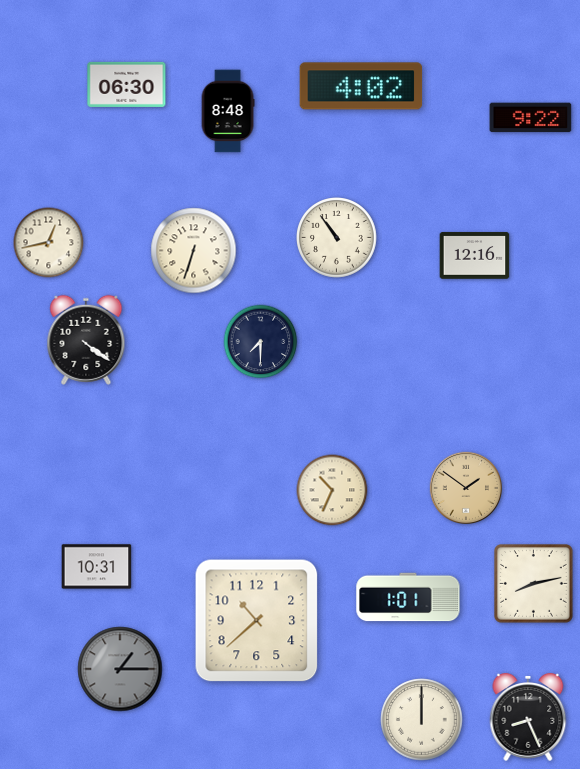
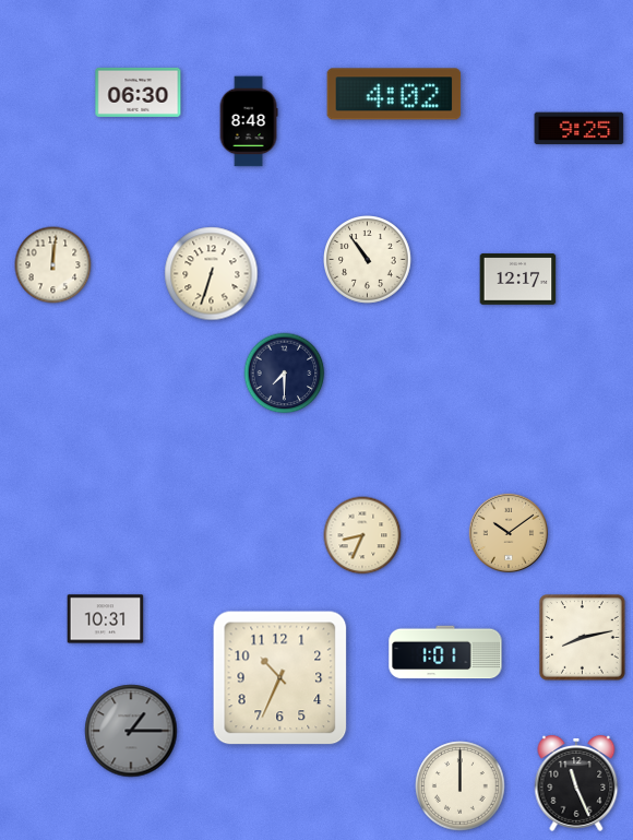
clock at (531, 118): 9:22 -> 9:25
clock at (49, 243): 12:43 -> 12:01
clock at (475, 256): 12:16 -> 12:17
clock at (86, 340): 4:21 -> none
clock at (465, 487): 1:51 -> 10:09
clock at (332, 490): 10:34 -> 8:34
clock at (257, 621): 10:38 -> 10:34
clock at (528, 717): 8:26 -> 11:26
